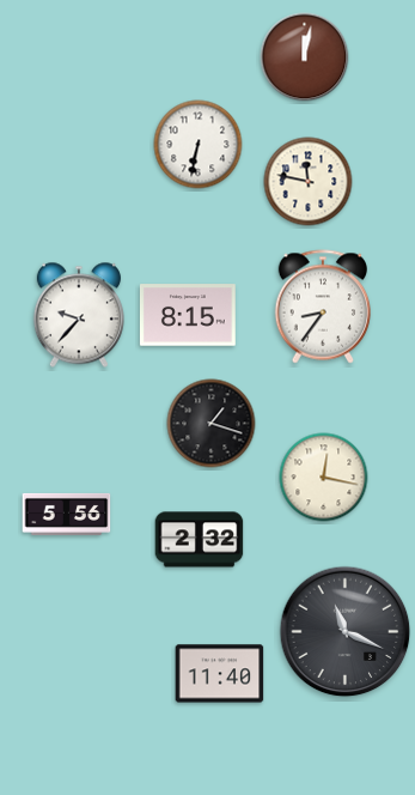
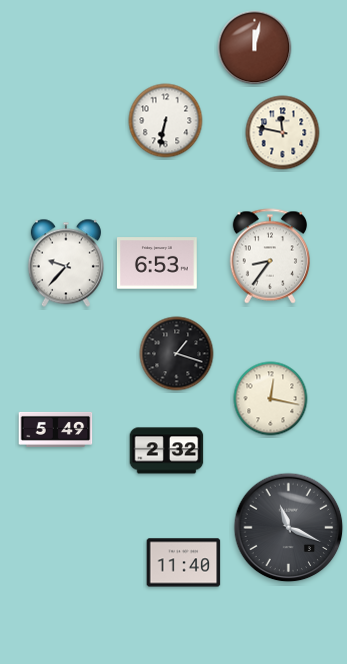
clock at (309, 182) position: (309, 182) -> (283, 133)
clock at (188, 315): 8:15 -> 6:53
clock at (67, 514): 5:56 -> 5:49
